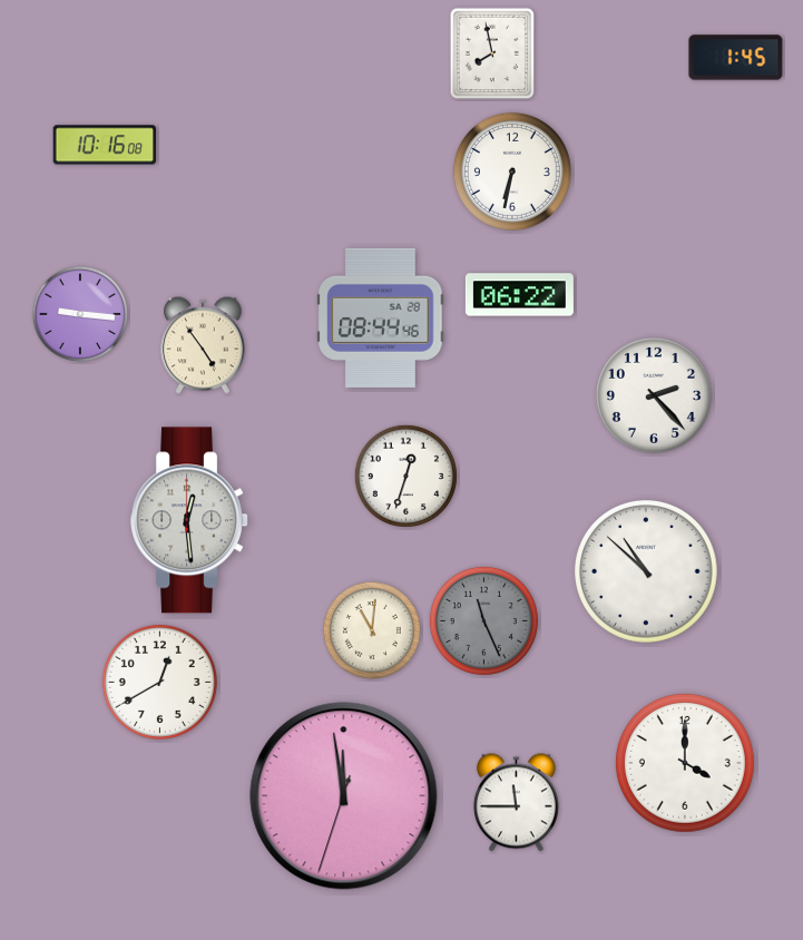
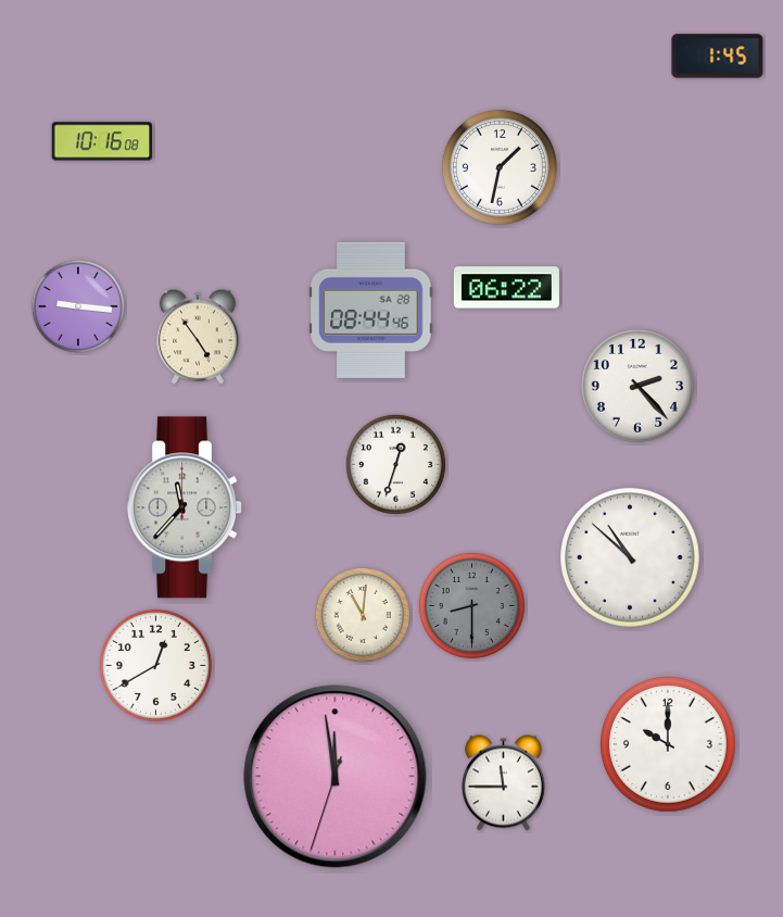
clock at (492, 53): 7:58 -> none
clock at (512, 172): 6:32 -> 1:32
clock at (190, 520): 12:29 -> 11:37
clock at (483, 620): 11:26 -> 8:30
clock at (686, 764): 4:00 -> 10:00
